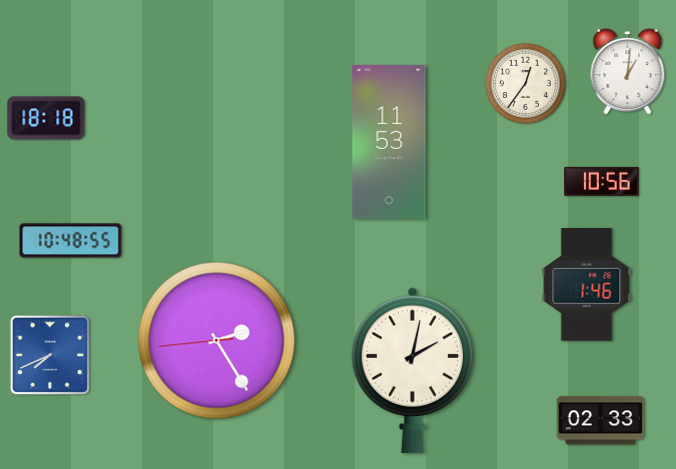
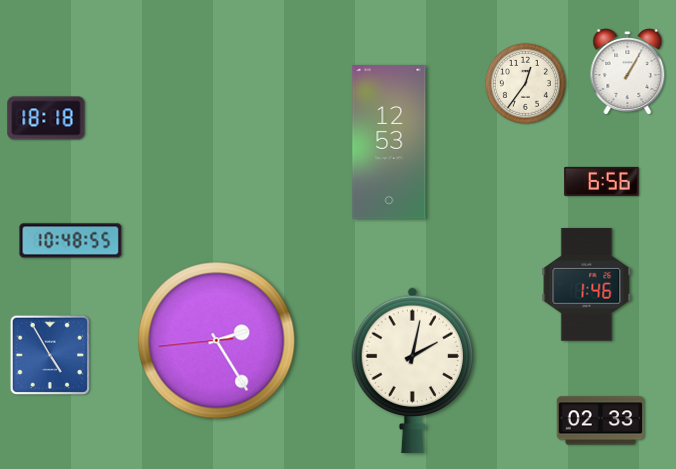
clock at (628, 72): 1:01 -> 1:05
clock at (389, 142): 11:53 -> 12:53
clock at (602, 181): 10:56 -> 6:56
clock at (49, 354): 7:41 -> 4:55
